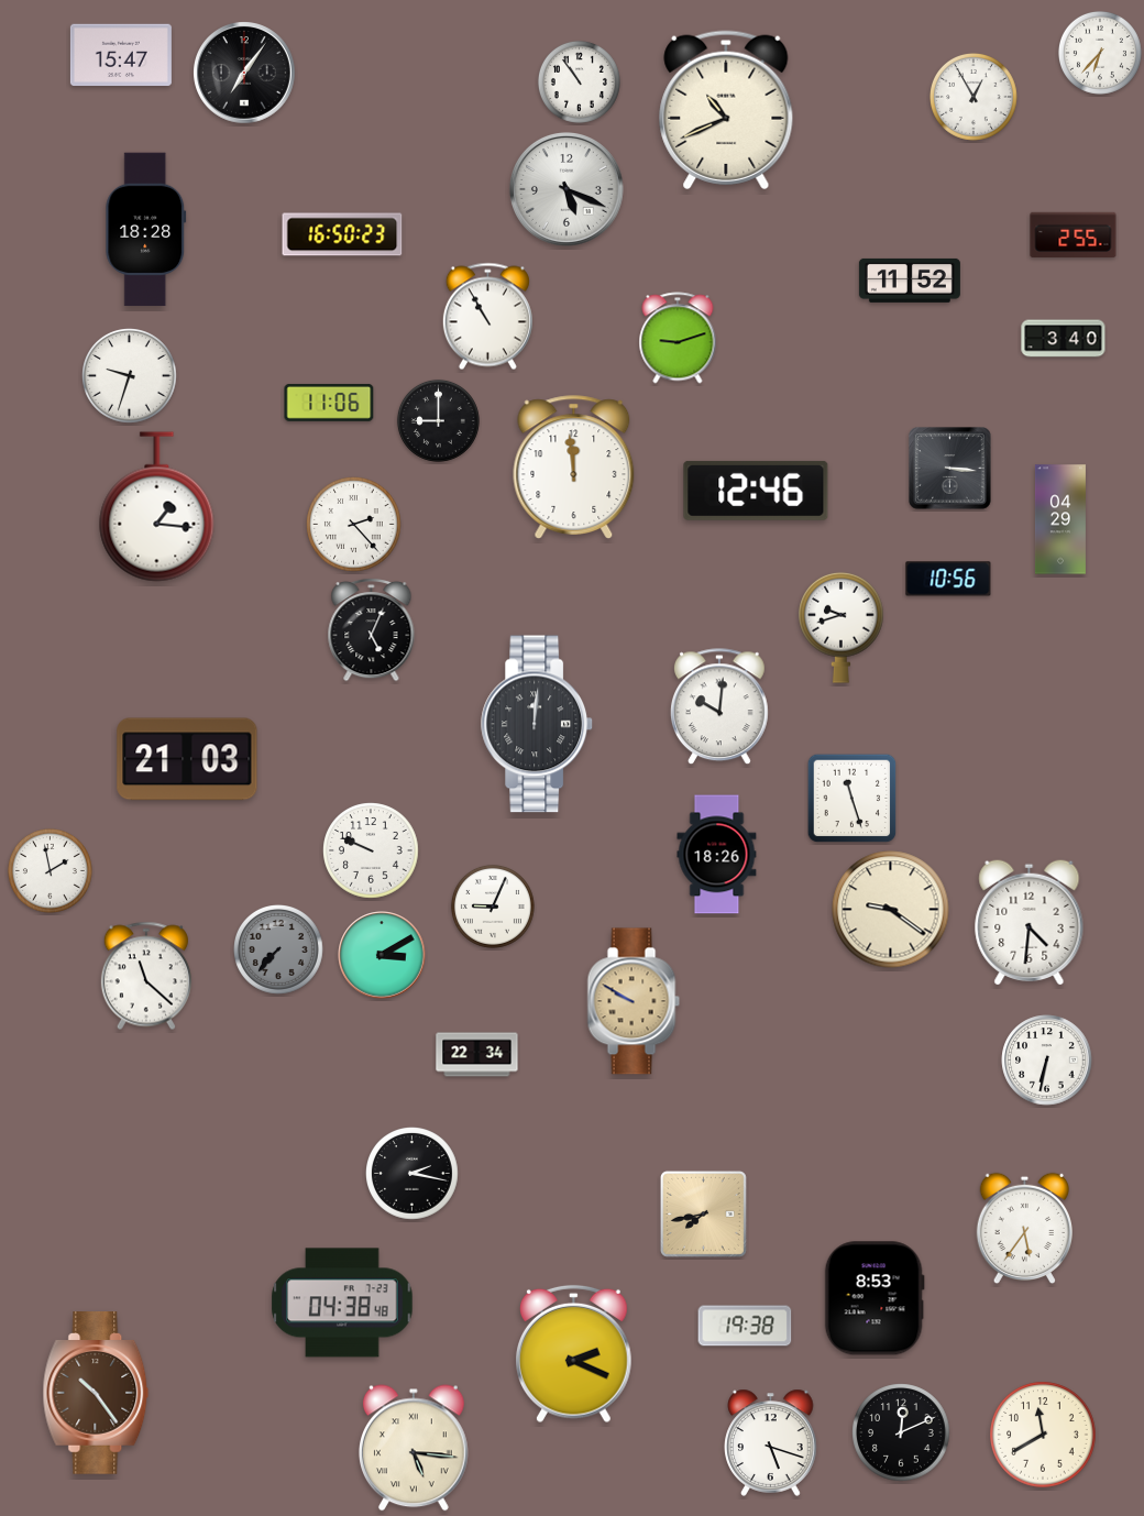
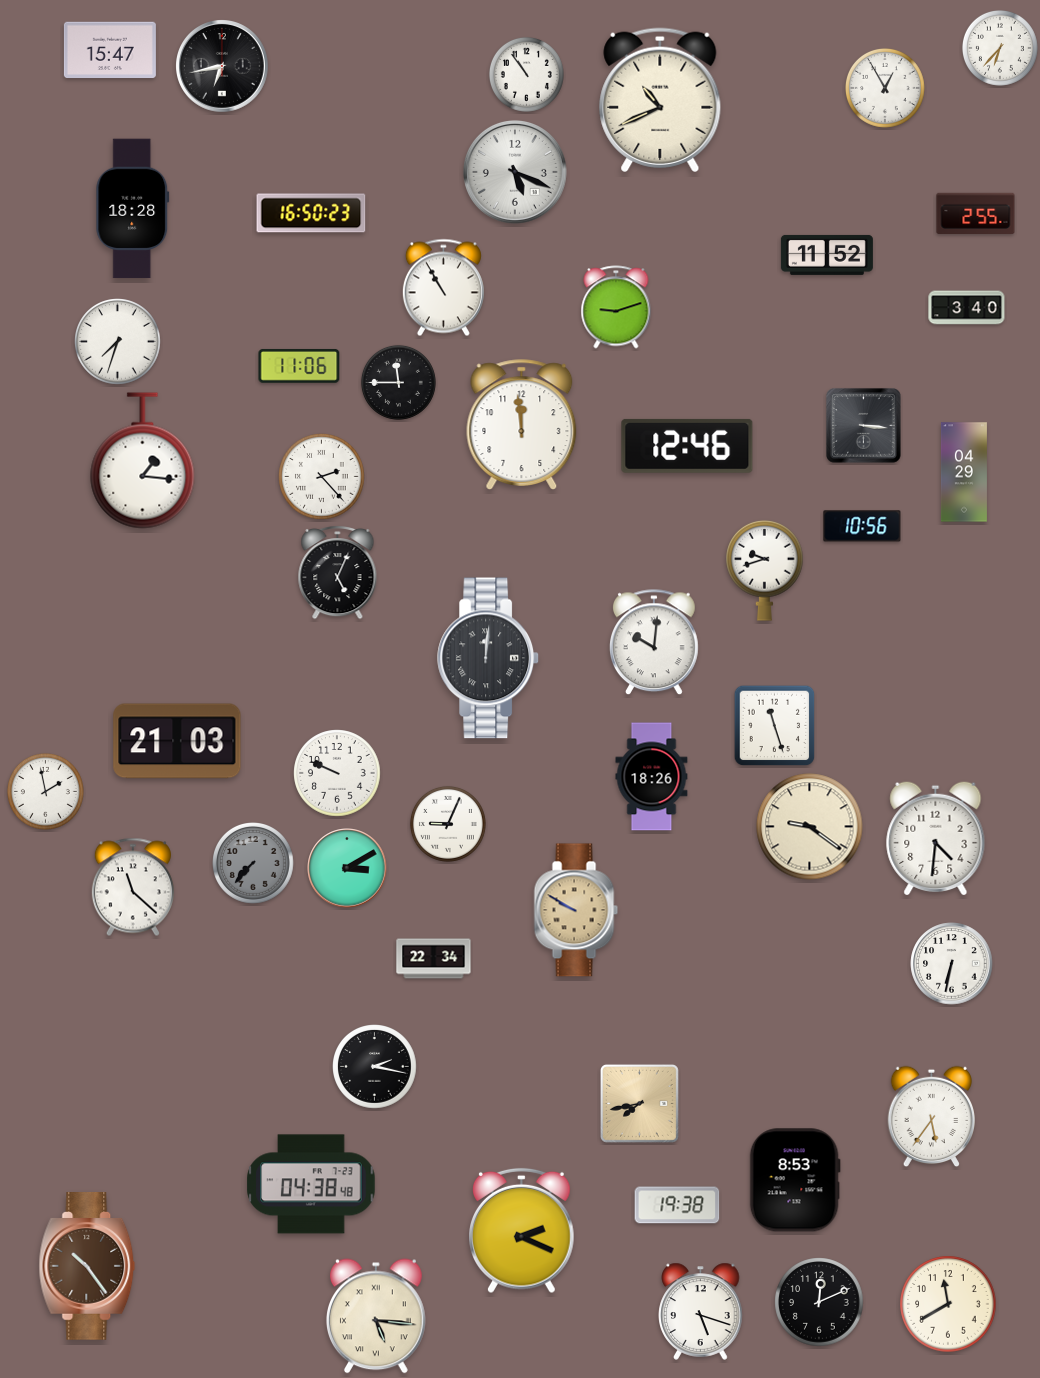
clock at (244, 73): 7:06 -> 6:43
clock at (130, 376): 9:33 -> 7:33
clock at (438, 420): 9:00 -> 11:45
clock at (187, 759) position: (187, 759) -> (177, 741)
